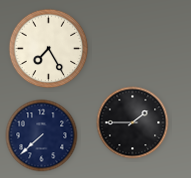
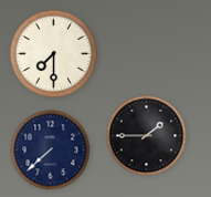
clock at (49, 49): 7:25 -> 7:30
clock at (42, 136) position: (42, 136) -> (51, 151)
